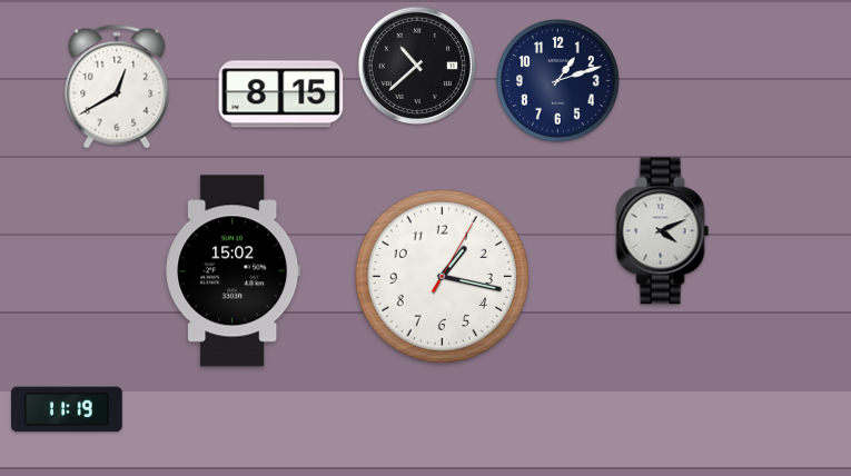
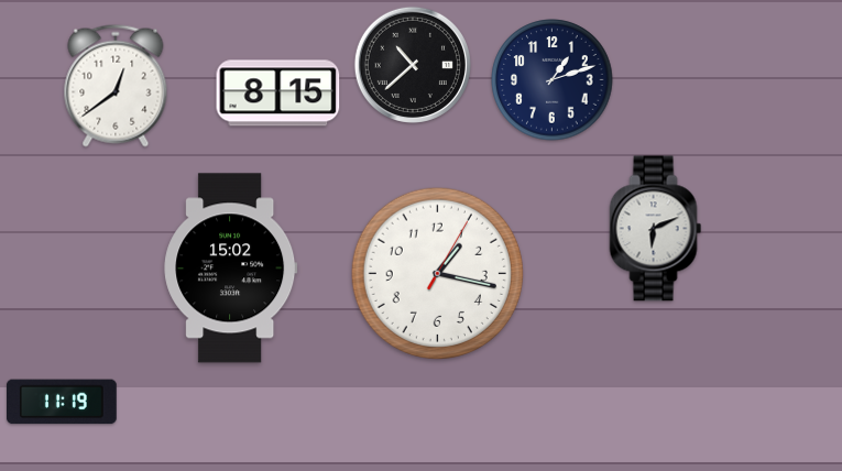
clock at (117, 87): 12:40 -> 12:39
clock at (663, 231): 4:11 -> 6:11
clock at (68, 409) position: (68, 409) -> (63, 402)
